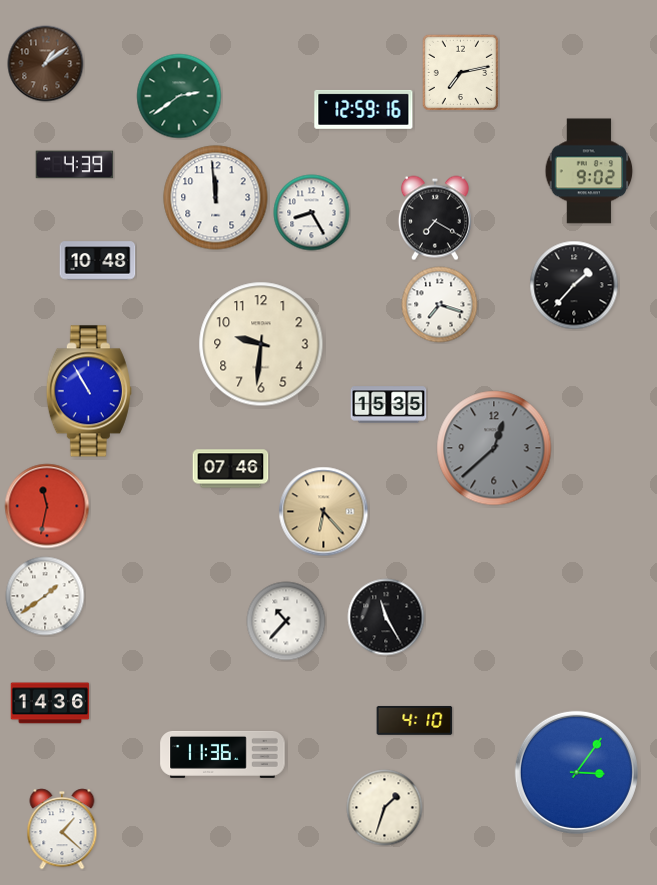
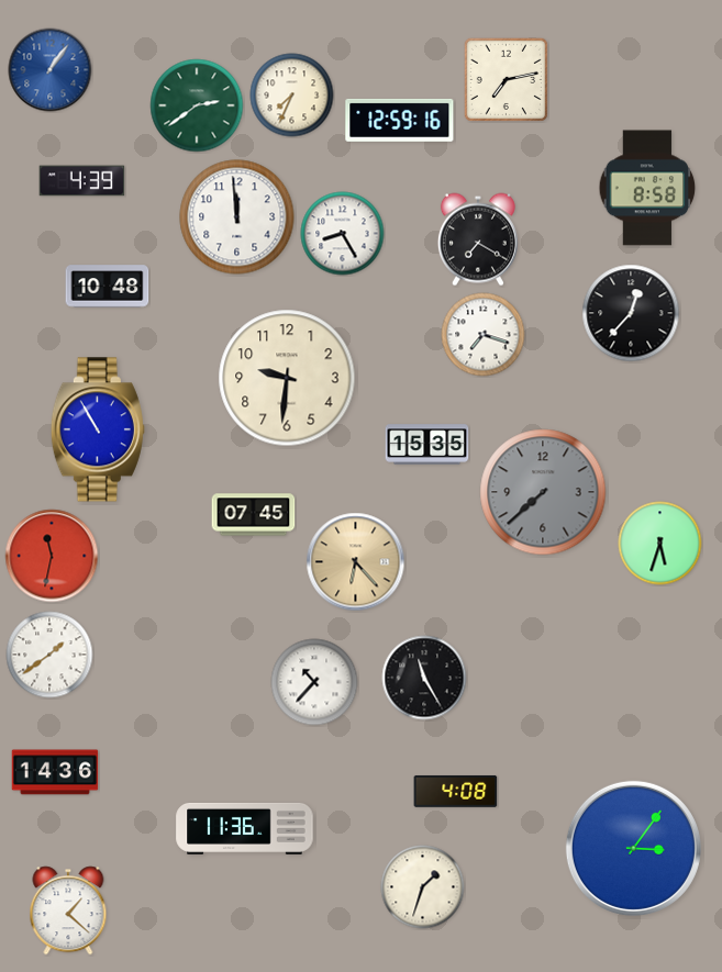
clock at (46, 64): 1:09 -> 1:06
clock at (46, 64) dial: brown -> blue
clock at (292, 96): none -> 7:34
clock at (589, 171): 9:02 -> 8:58
clock at (574, 285): 1:37 -> 12:37
clock at (494, 448): 12:38 -> 7:38
clock at (231, 469): 07:46 -> 07:45
clock at (660, 544): none -> 5:33
clock at (415, 720): 4:10 -> 4:08
